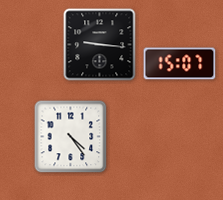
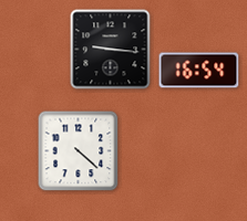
clock at (180, 64): 15:07 -> 16:54
clock at (71, 137): 4:24 -> 4:22
